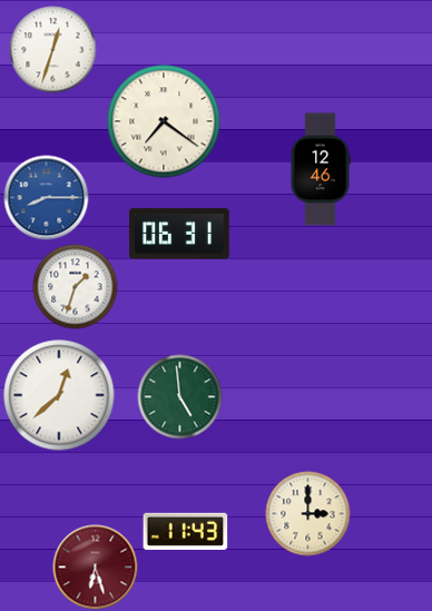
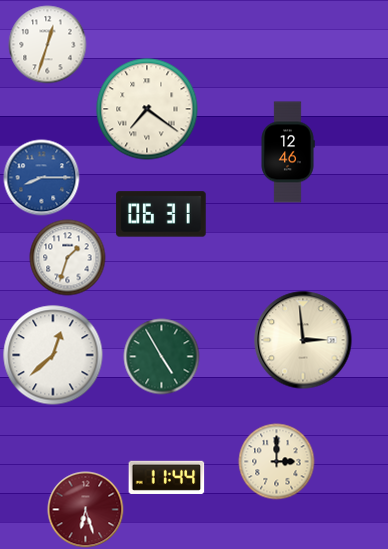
clock at (179, 234) position: (179, 234) -> (161, 214)
clock at (303, 340): none -> 2:59
clock at (180, 397): 4:59 -> 4:55
clock at (186, 531): 11:43 -> 11:44
